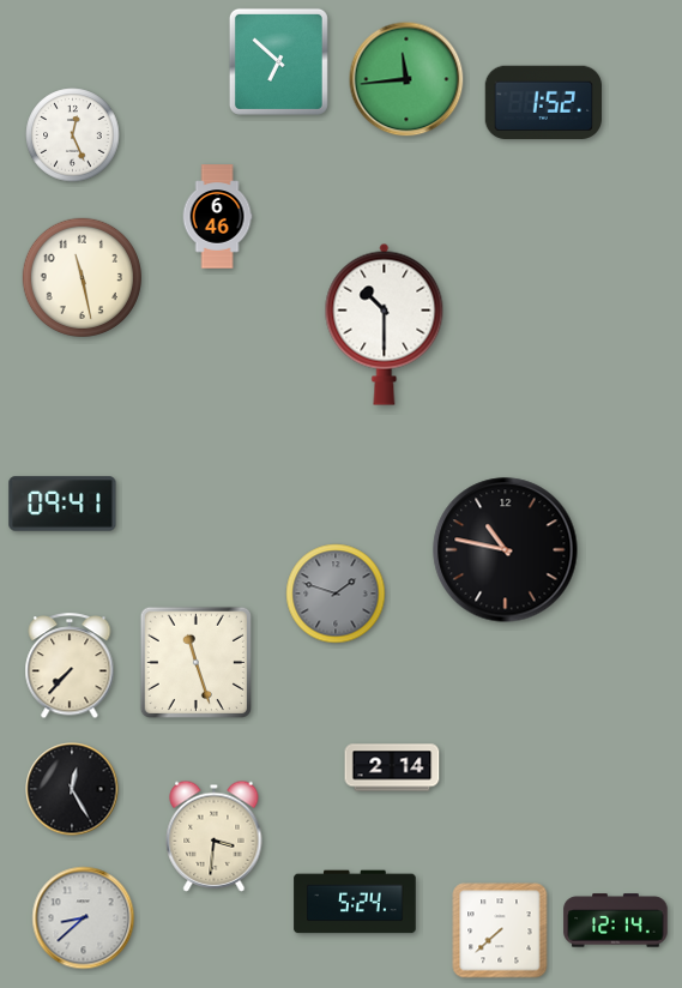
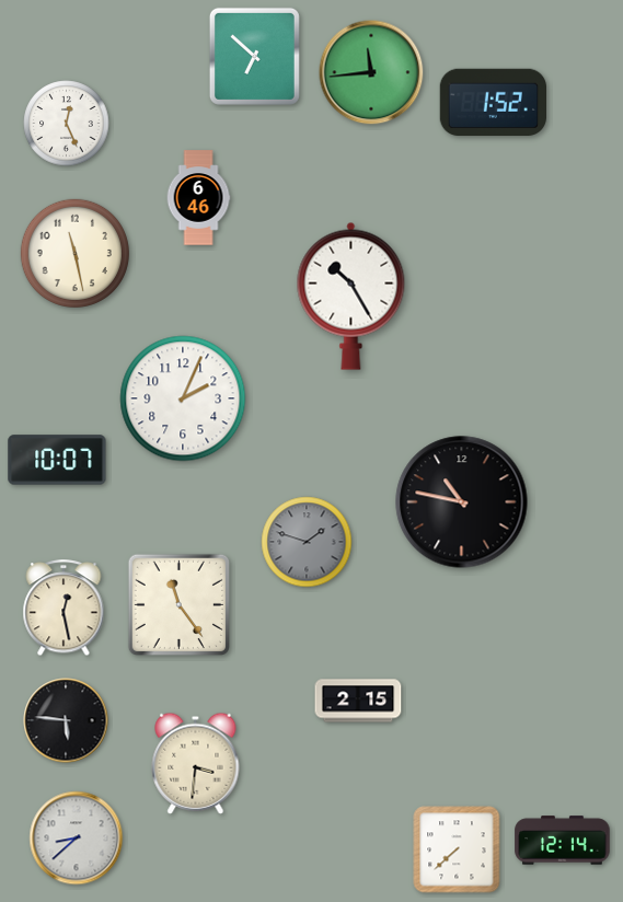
clock at (543, 103) position: (543, 103) -> (493, 103)
clock at (385, 324): 10:30 -> 10:25
clock at (183, 398): none -> 2:04
clock at (62, 504): 09:41 -> 10:07
clock at (195, 662): 11:27 -> 11:24
clock at (70, 667): 7:37 -> 12:28
clock at (392, 767): 2:14 -> 2:15
clock at (72, 789): 12:25 -> 5:46
clock at (355, 902): 5:24 -> none
